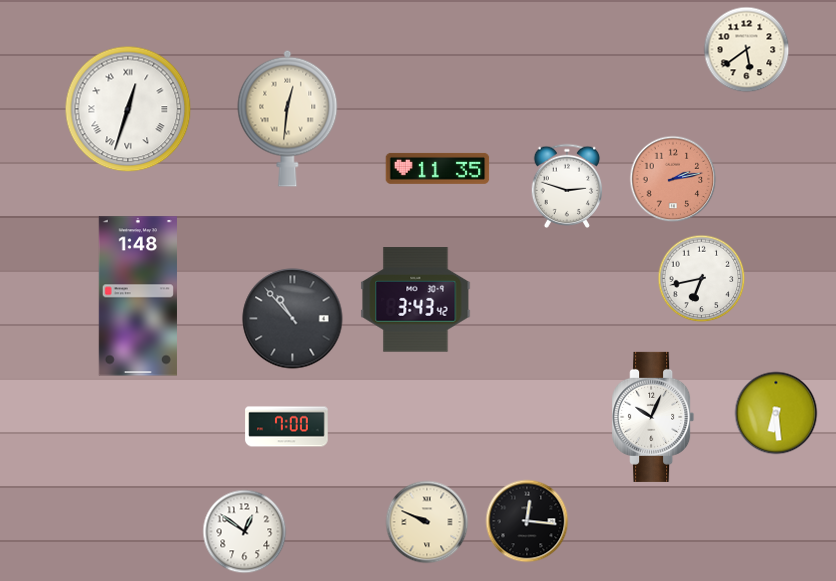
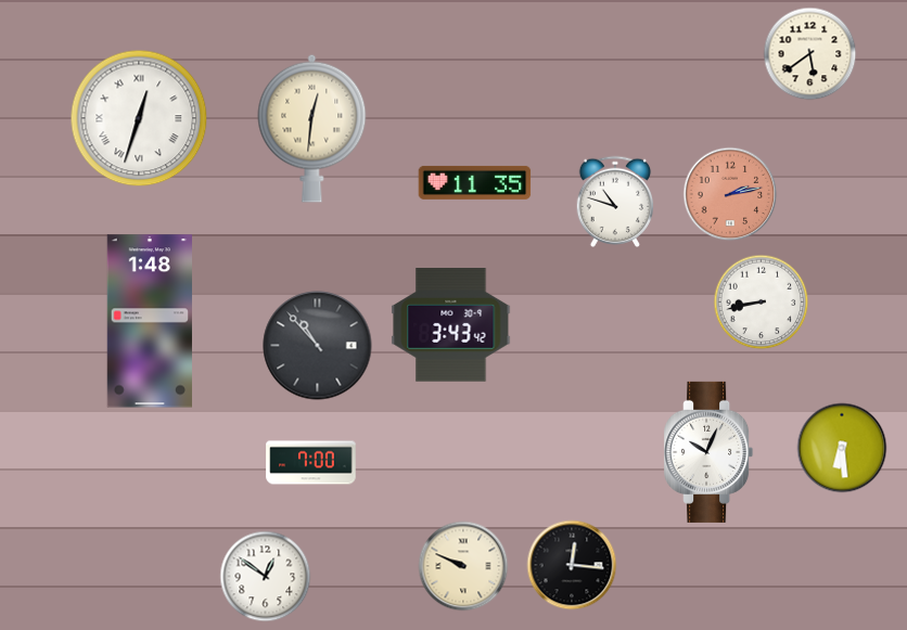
clock at (567, 186): 2:48 -> 10:48
clock at (702, 279): 6:43 -> 8:43
